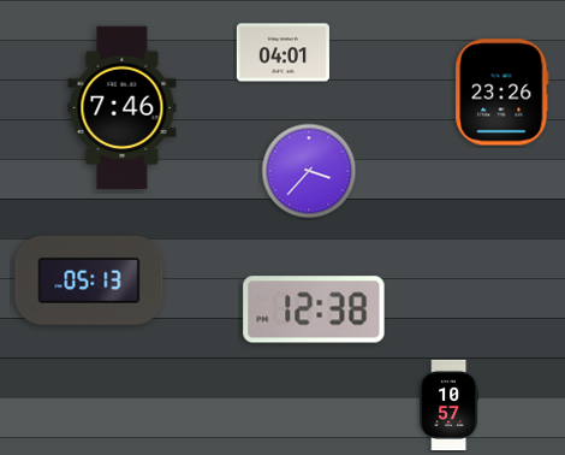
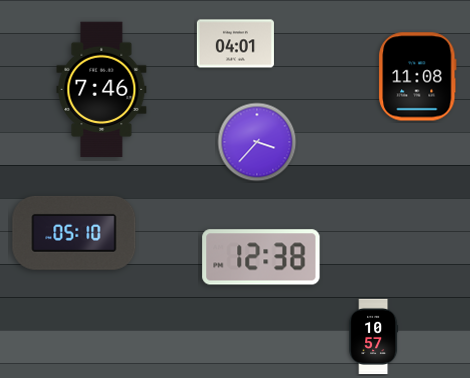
clock at (502, 93): 23:26 -> 11:08
clock at (89, 280): 05:13 -> 05:10
